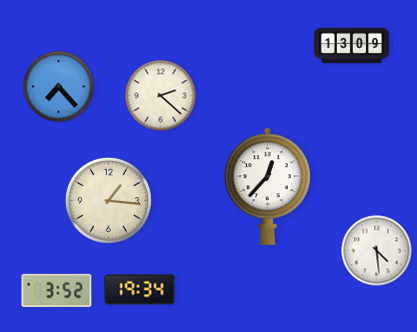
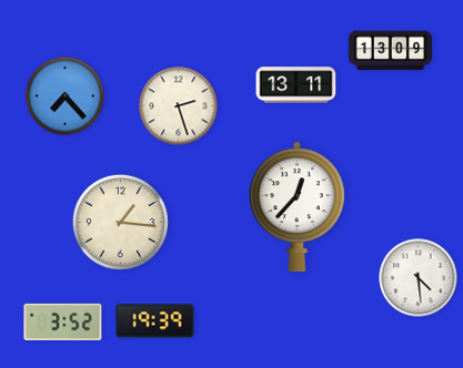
clock at (296, 85): none -> 13:11
clock at (161, 96): 2:22 -> 2:27
clock at (140, 290): 19:34 -> 19:39
